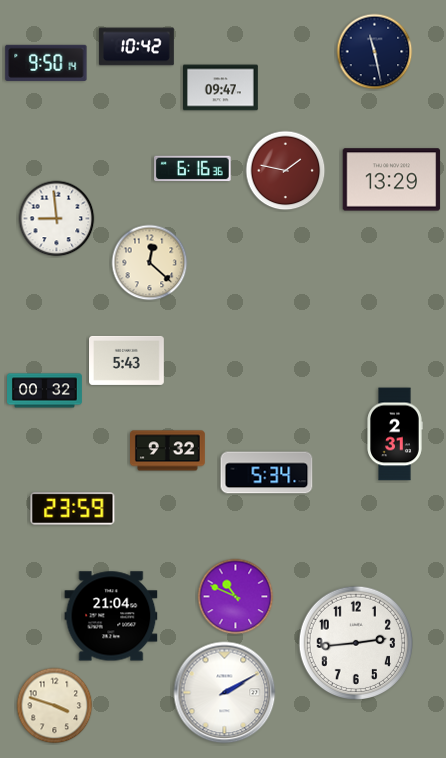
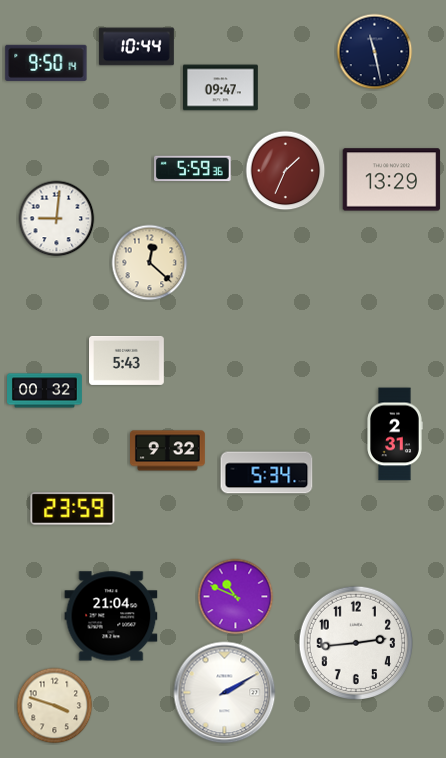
clock at (136, 47): 10:42 -> 10:44
clock at (193, 169): 6:16 -> 5:59
clock at (286, 171): 1:47 -> 1:34
clock at (57, 219): 8:59 -> 9:01
